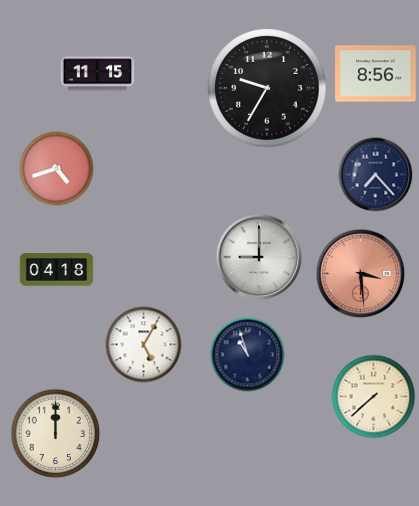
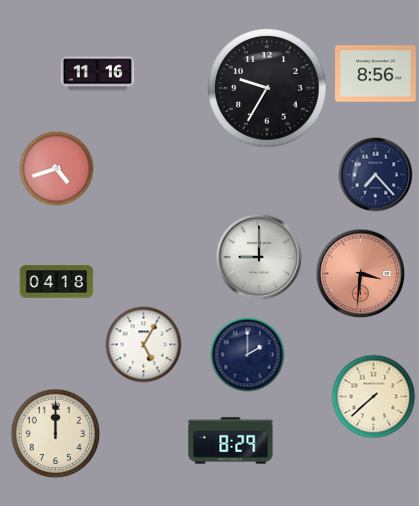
clock at (98, 74): 11:15 -> 11:16
clock at (57, 270) position: (57, 270) -> (57, 282)
clock at (361, 274): 3:29 -> 3:31
clock at (248, 355): 10:57 -> 2:00
clock at (231, 441): none -> 8:29
